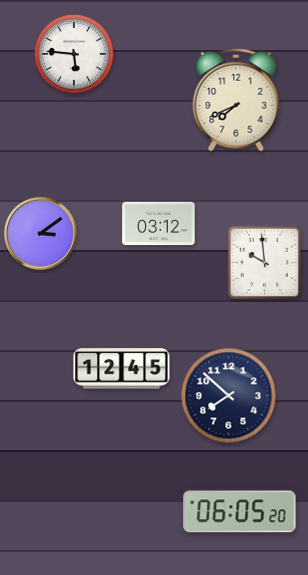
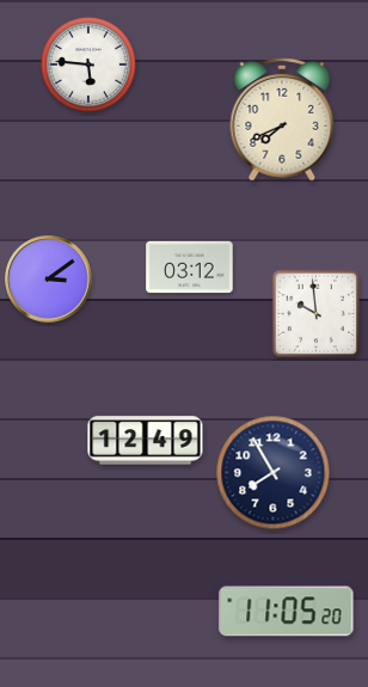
clock at (122, 369): 12:45 -> 12:49
clock at (229, 396): 7:52 -> 7:55
clock at (240, 512): 06:05 -> 11:05
